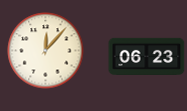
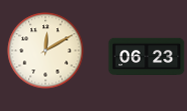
clock at (46, 51): 12:07 -> 12:10
